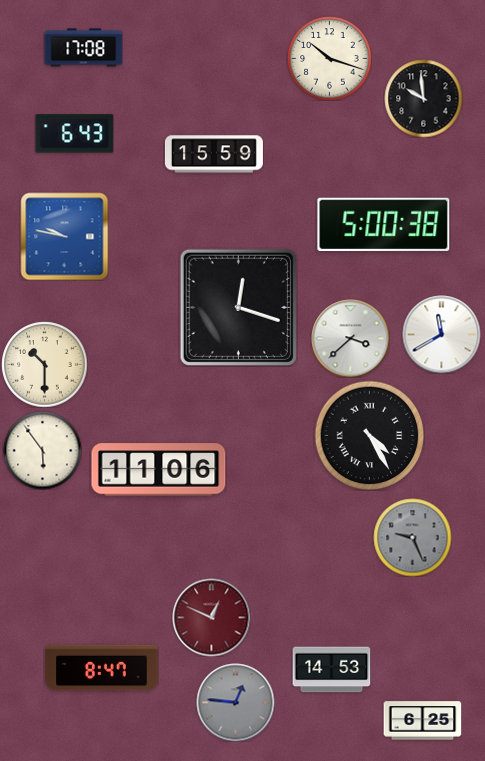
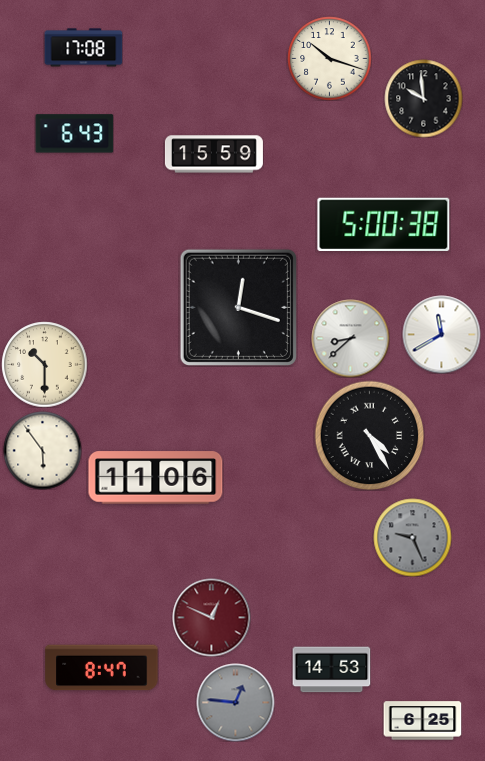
clock at (64, 236): 9:47 -> none
clock at (350, 338): 3:38 -> 8:38
clock at (159, 470) position: (159, 470) -> (156, 478)
